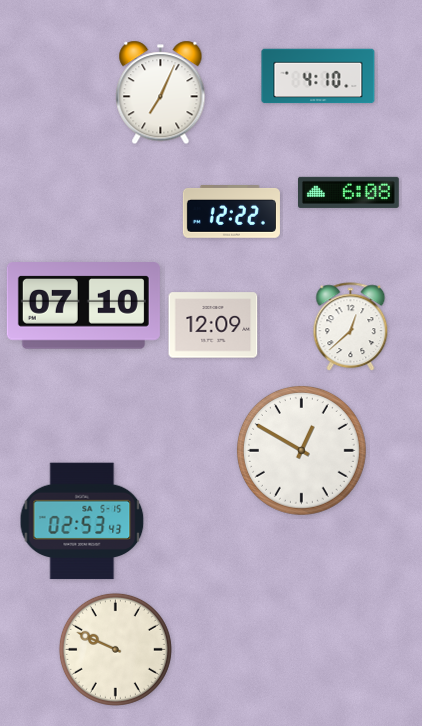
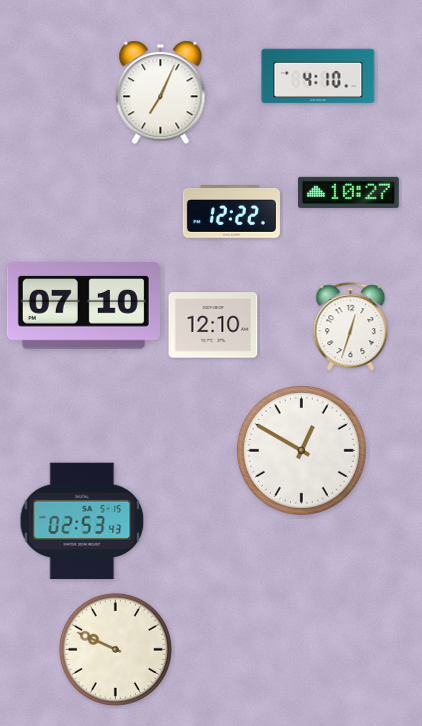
clock at (349, 192): 6:08 -> 10:27
clock at (213, 325): 12:09 -> 12:10
clock at (351, 327): 12:38 -> 12:33
